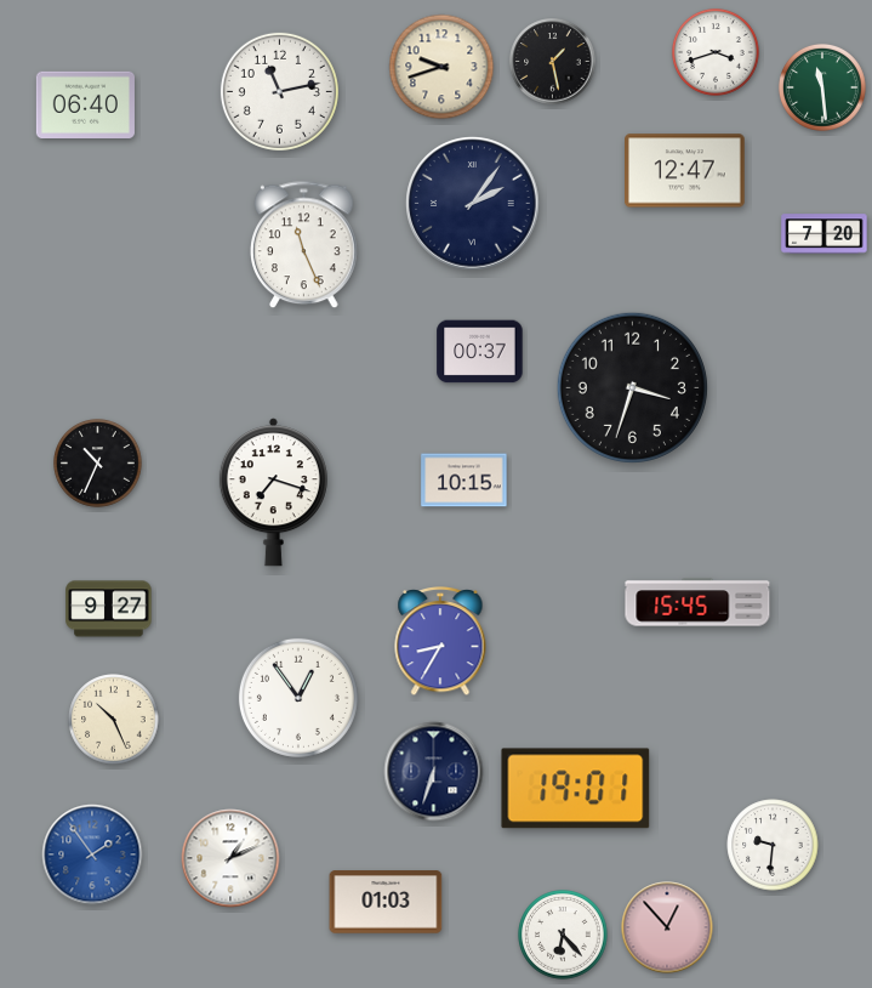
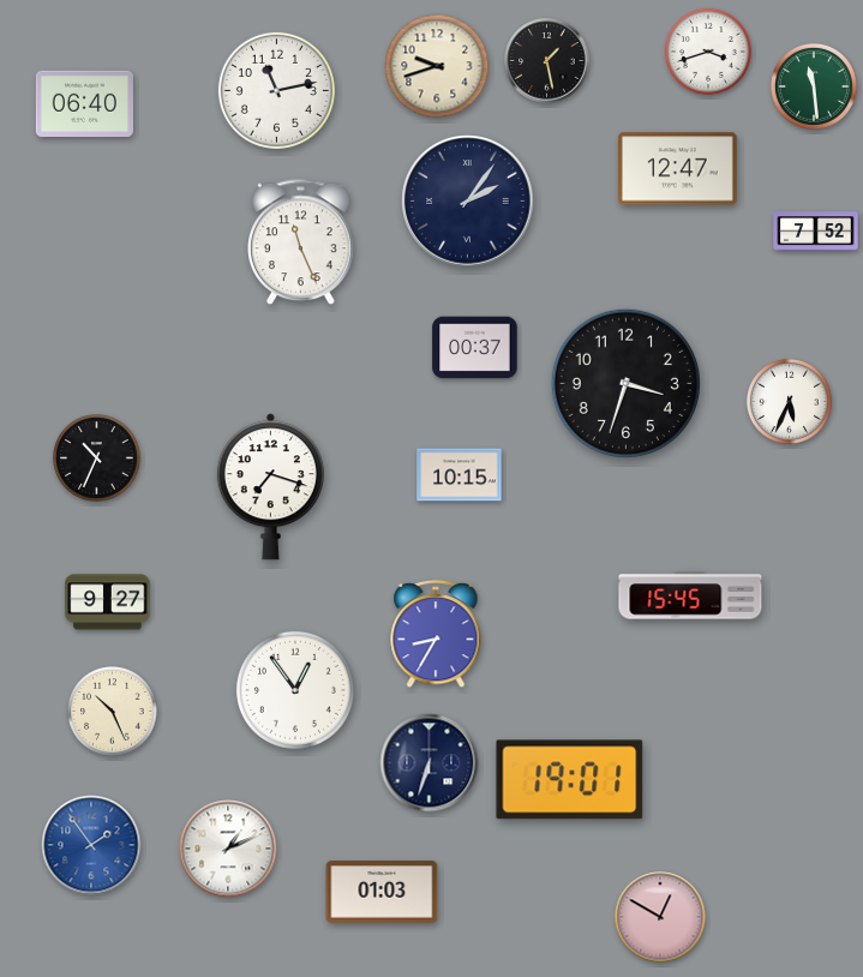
clock at (825, 234): 7:20 -> 7:52
clock at (789, 401): none -> 5:34
clock at (773, 845): 9:31 -> none
clock at (667, 927): 12:53 -> 12:50
clock at (563, 935): 6:23 -> none
